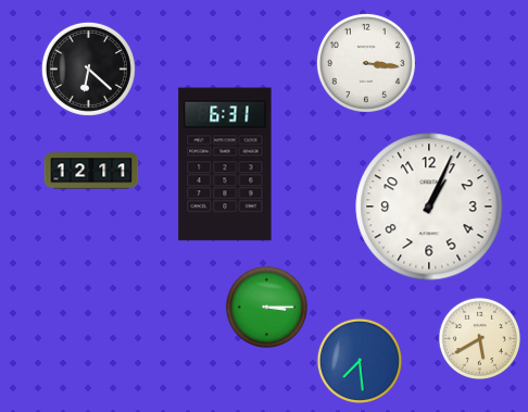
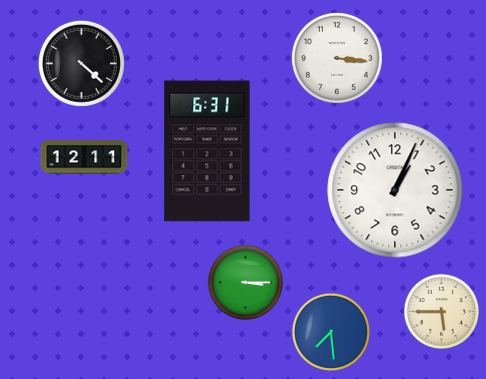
clock at (88, 68): 6:22 -> 4:22
clock at (479, 338): 5:40 -> 5:45
